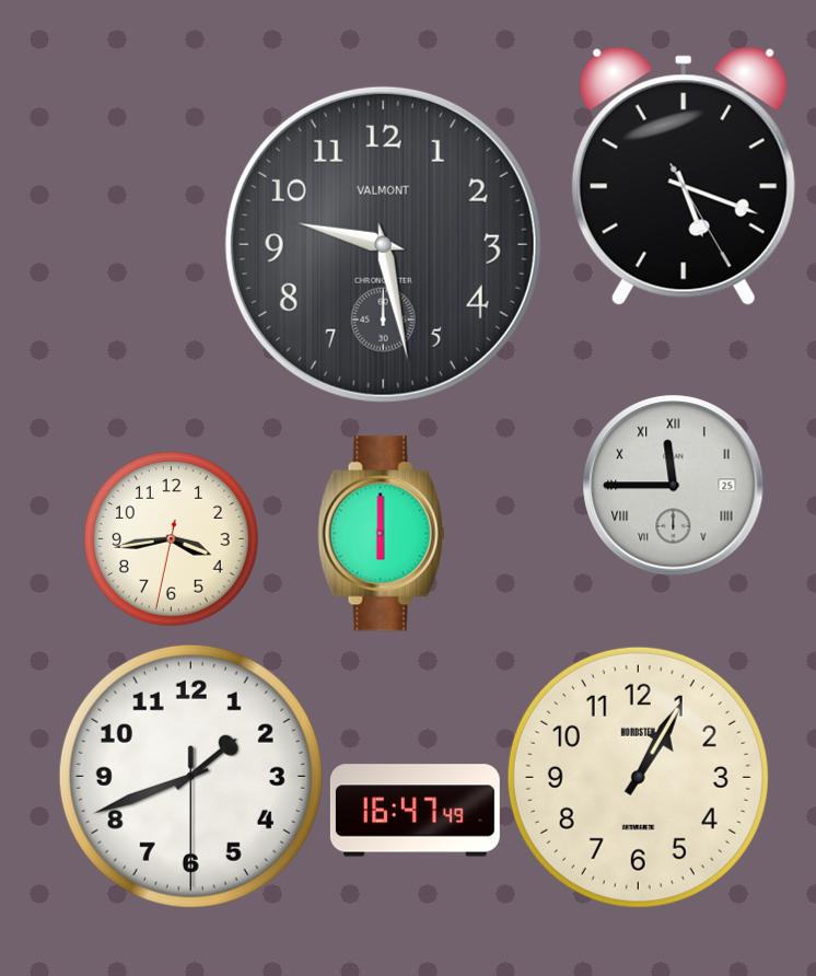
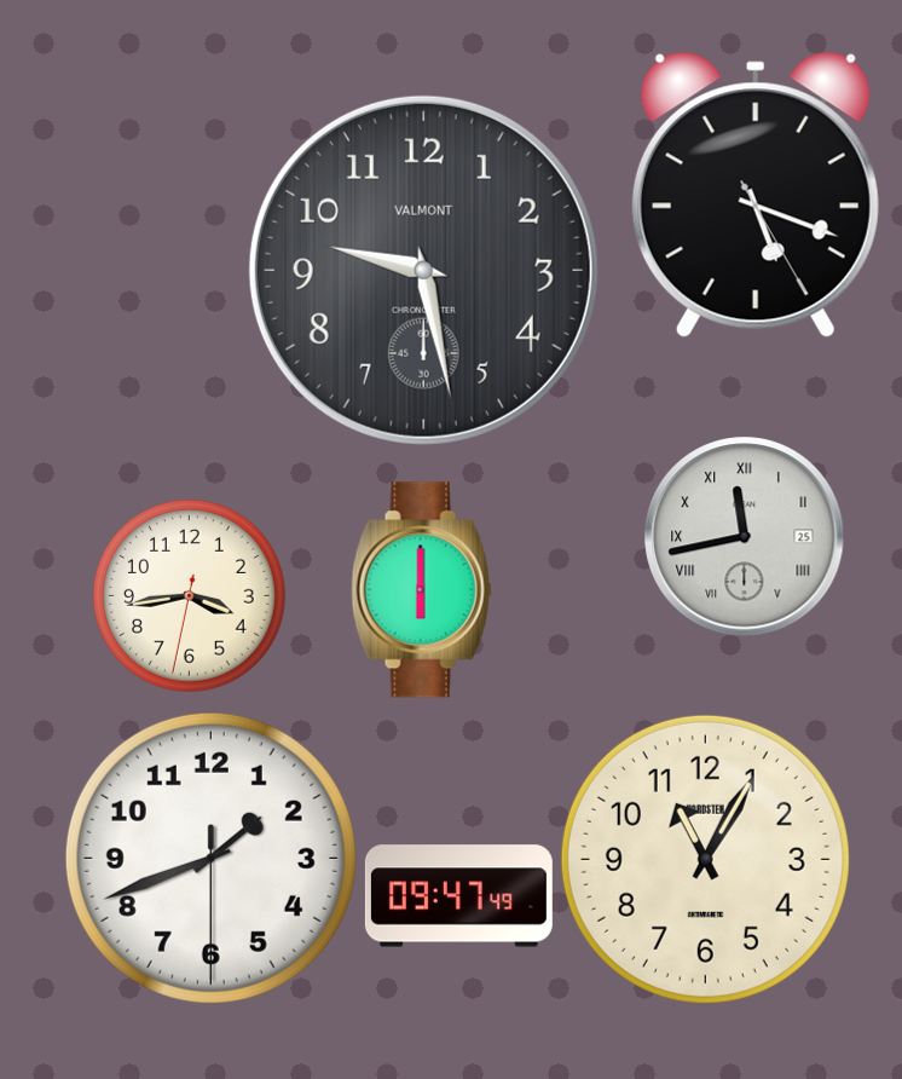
clock at (674, 486): 11:45 -> 11:43
clock at (638, 777): 1:05 -> 11:05
clock at (415, 811): 16:47 -> 09:47
